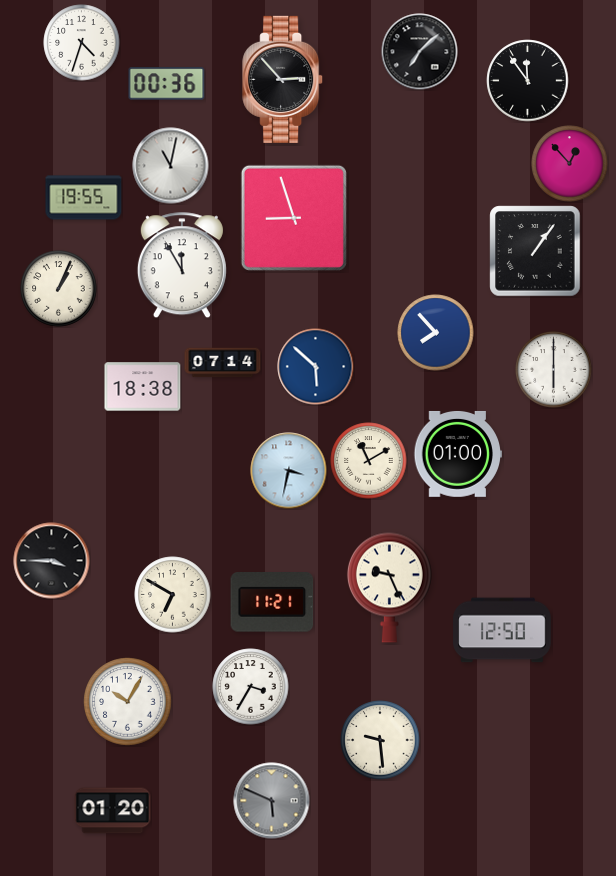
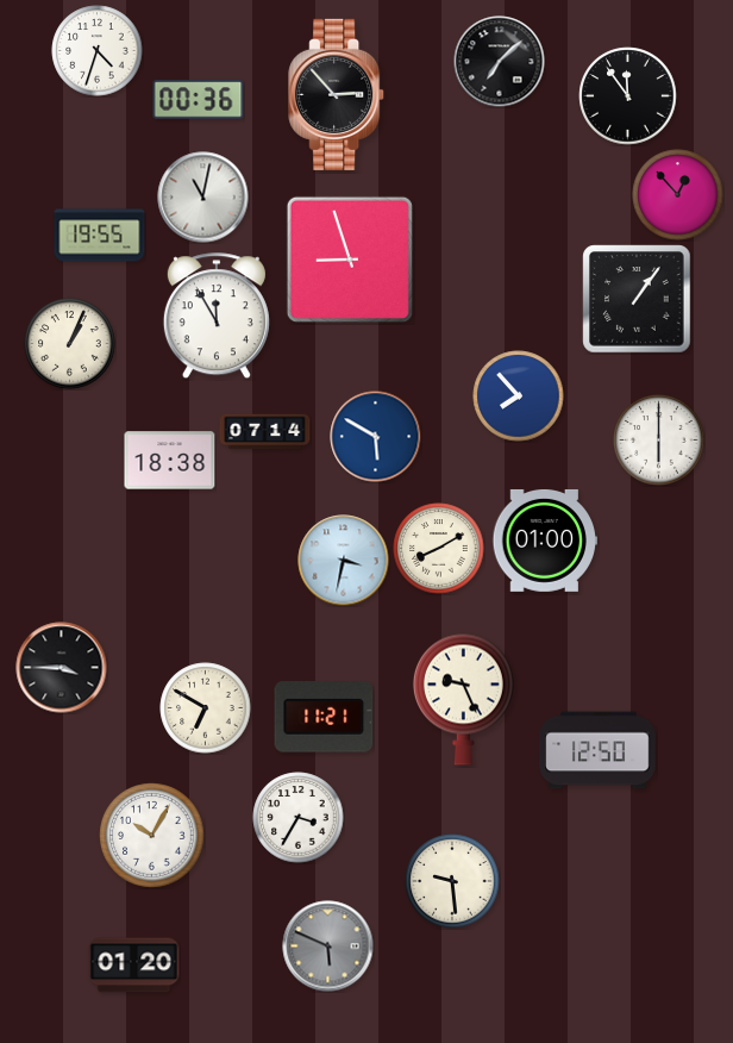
clock at (316, 367): 5:52 -> 5:50
clock at (369, 461): 11:10 -> 8:10
clock at (272, 801) position: (272, 801) -> (328, 947)
